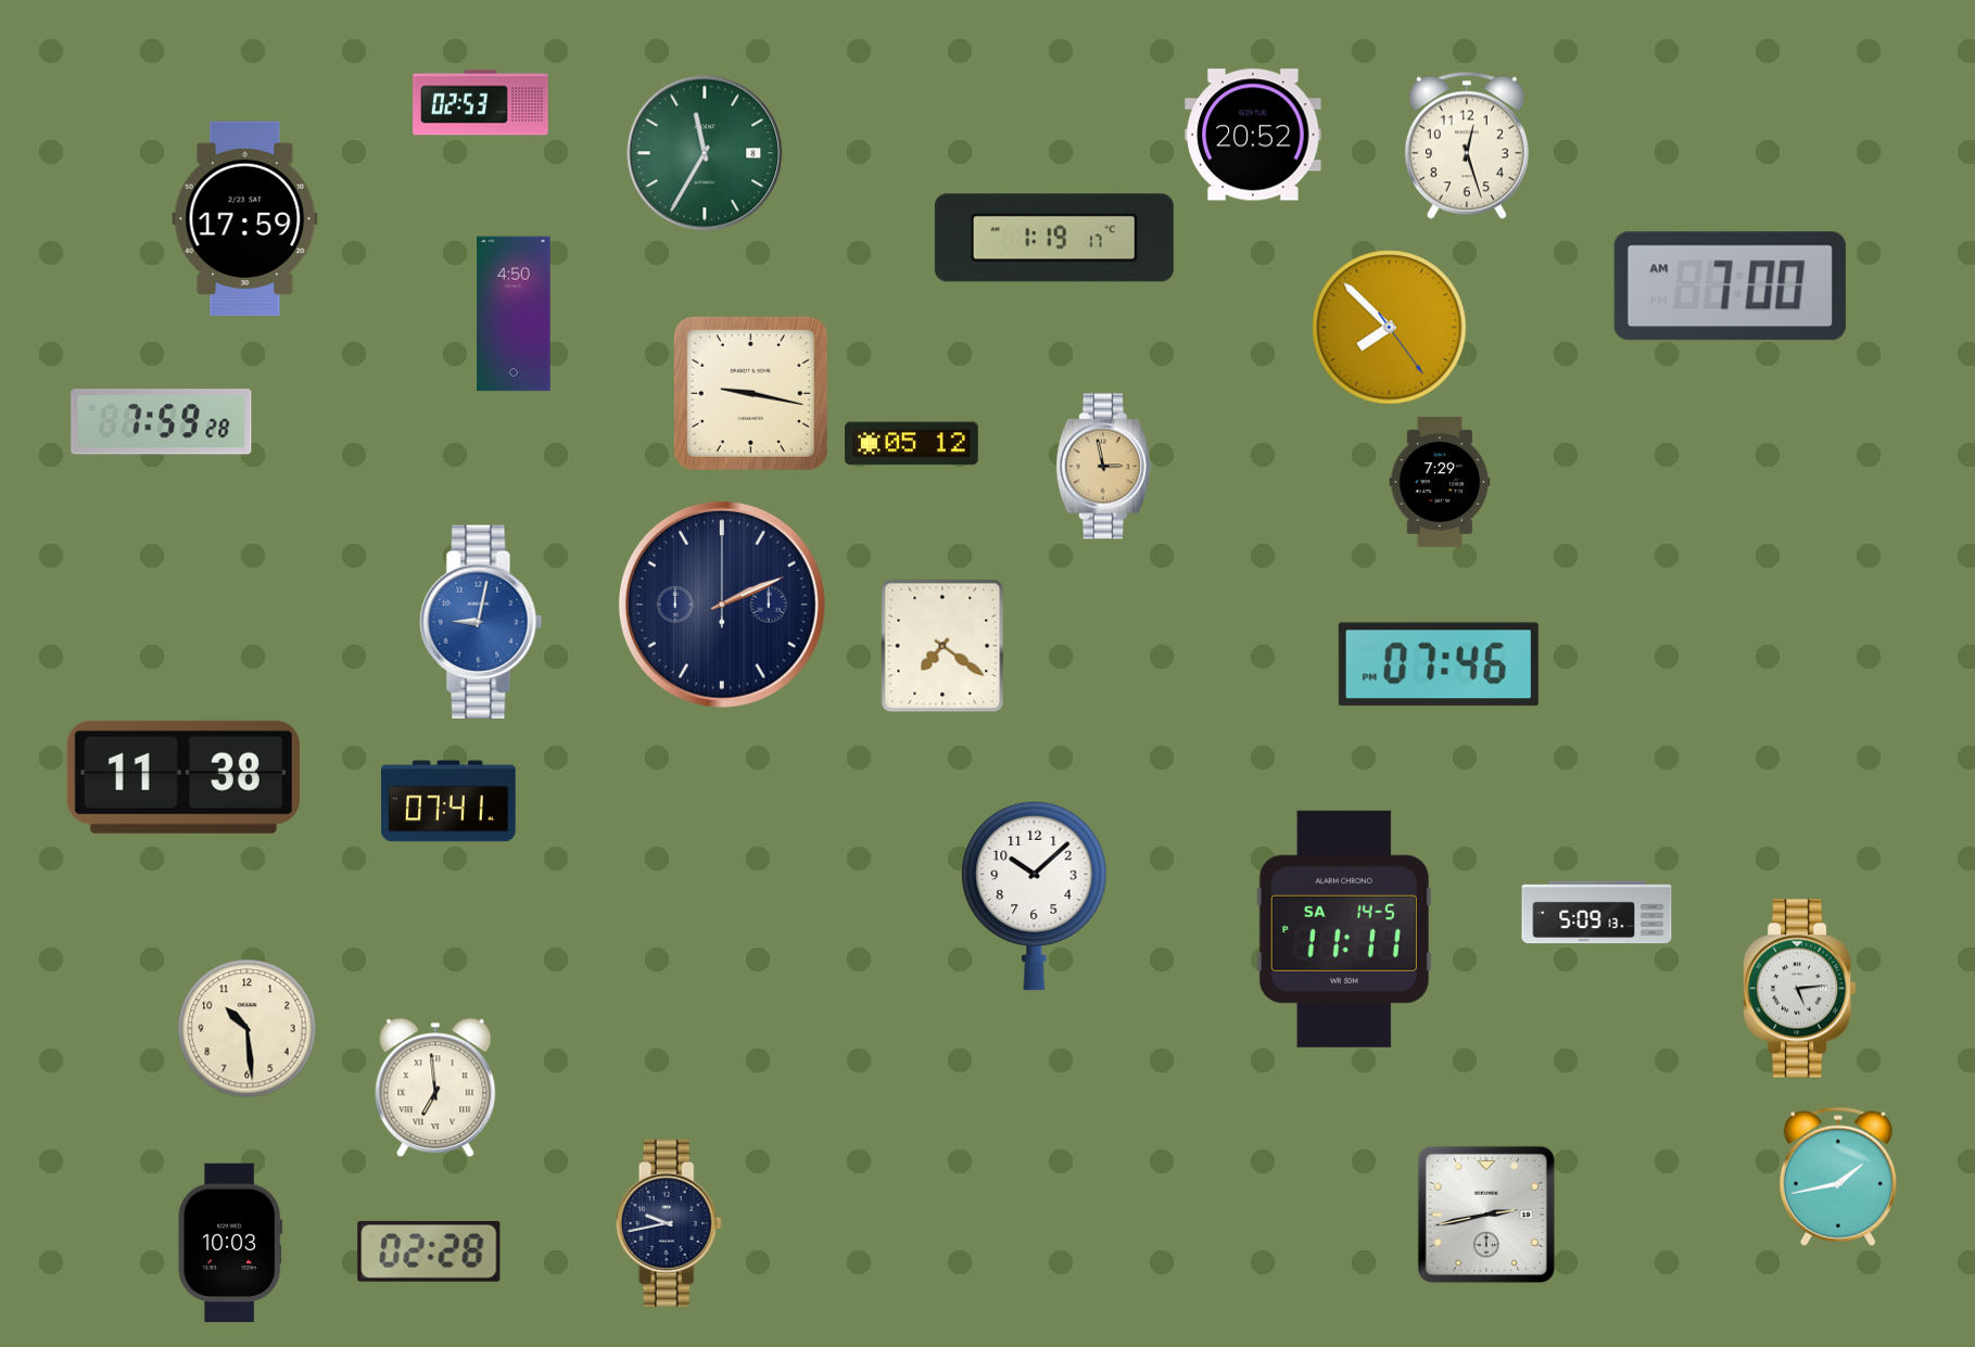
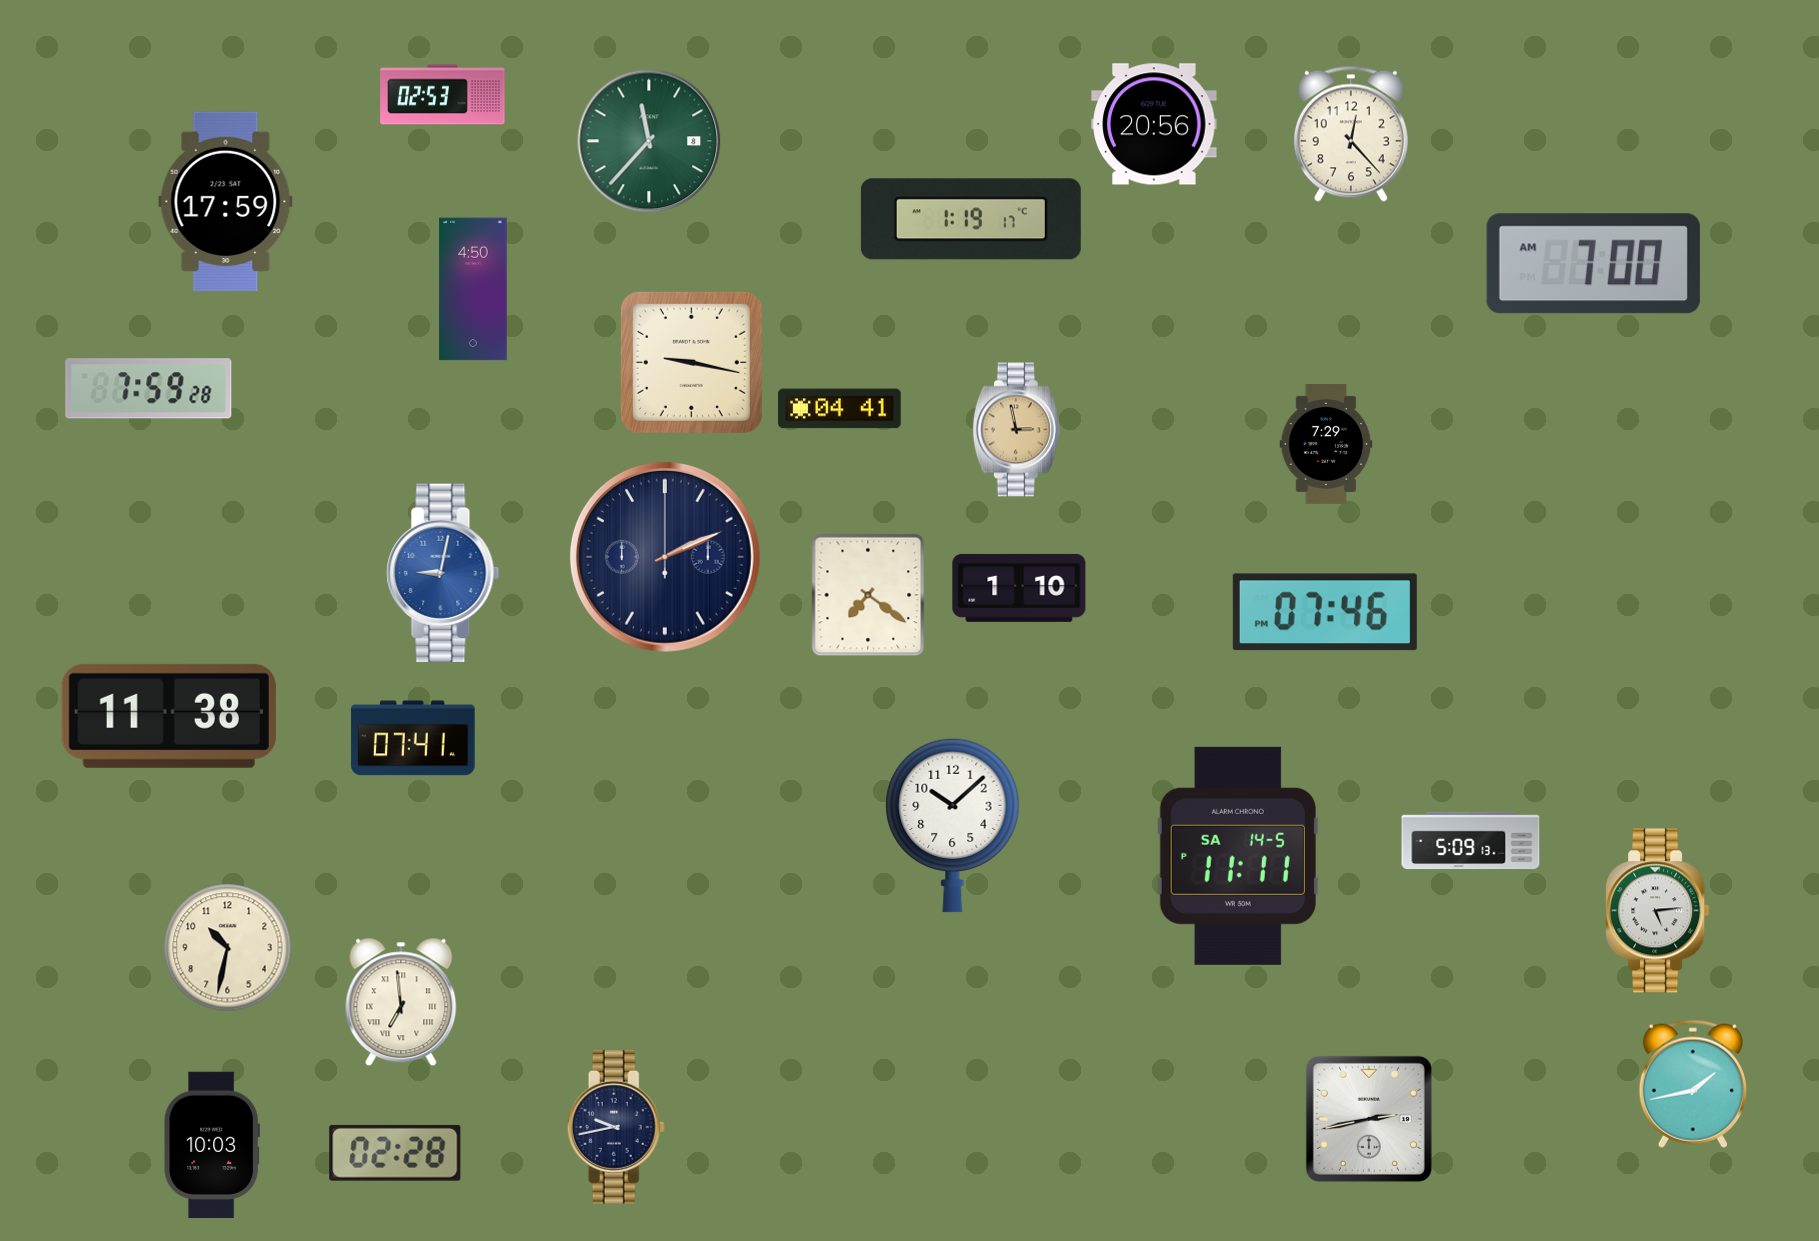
clock at (1253, 135): 20:52 -> 20:56
clock at (1467, 145): 12:27 -> 12:23
clock at (705, 153): 11:35 -> 11:37
clock at (1390, 328): 7:52 -> none
clock at (912, 444): 05:12 -> 04:41
clock at (1019, 588): none -> 1:10
clock at (248, 1029): 10:29 -> 10:32
